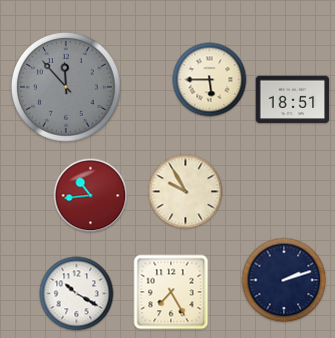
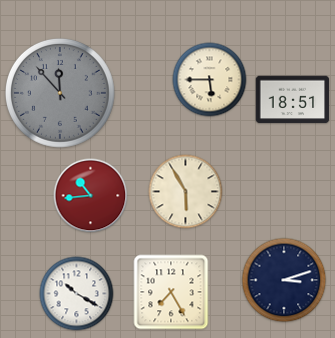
clock at (66, 87) position: (66, 87) -> (60, 93)
clock at (186, 192): 9:55 -> 5:55
clock at (284, 280): 2:12 -> 3:12
